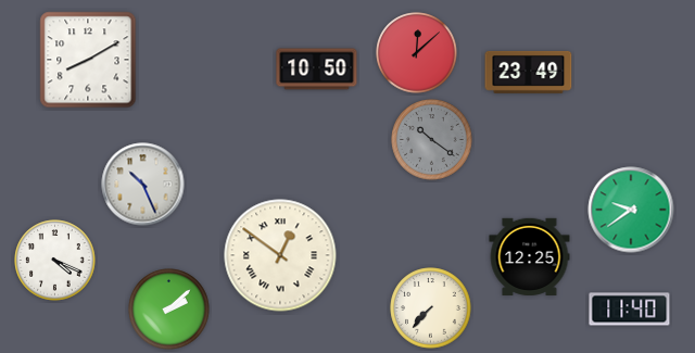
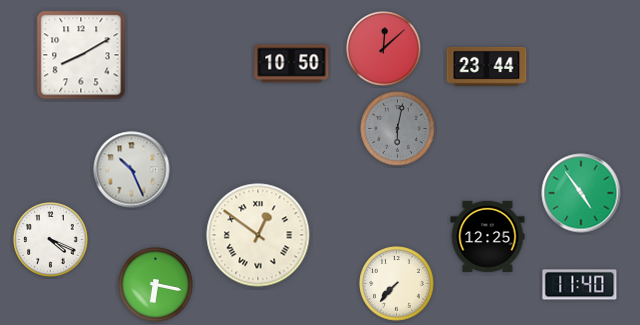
clock at (529, 72): 23:49 -> 23:44
clock at (432, 140): 10:21 -> 6:02
clock at (631, 210): 9:39 -> 4:54
clock at (169, 310): 2:08 -> 6:17
